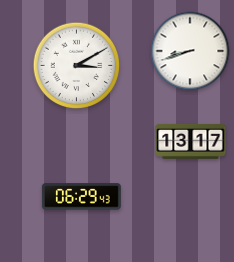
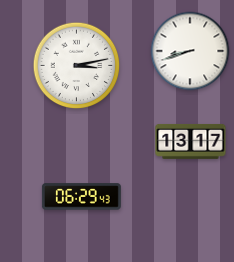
clock at (77, 66): 3:10 -> 3:13
